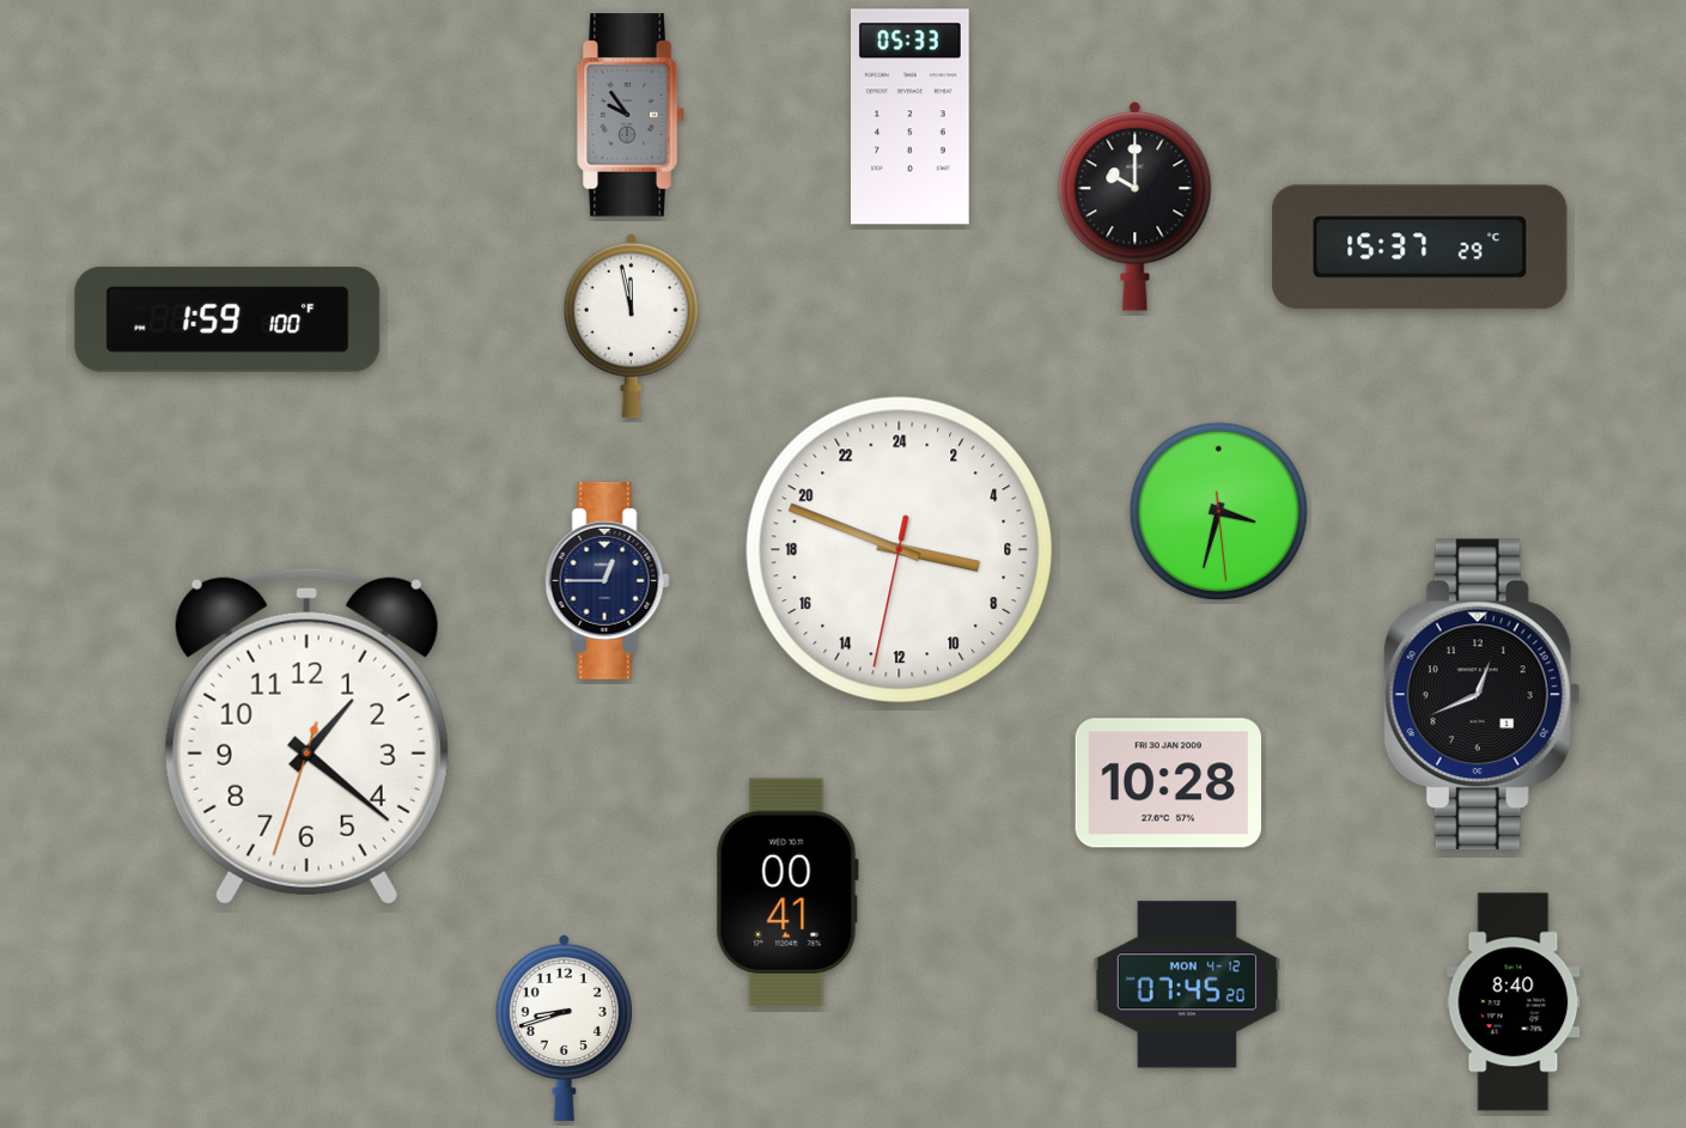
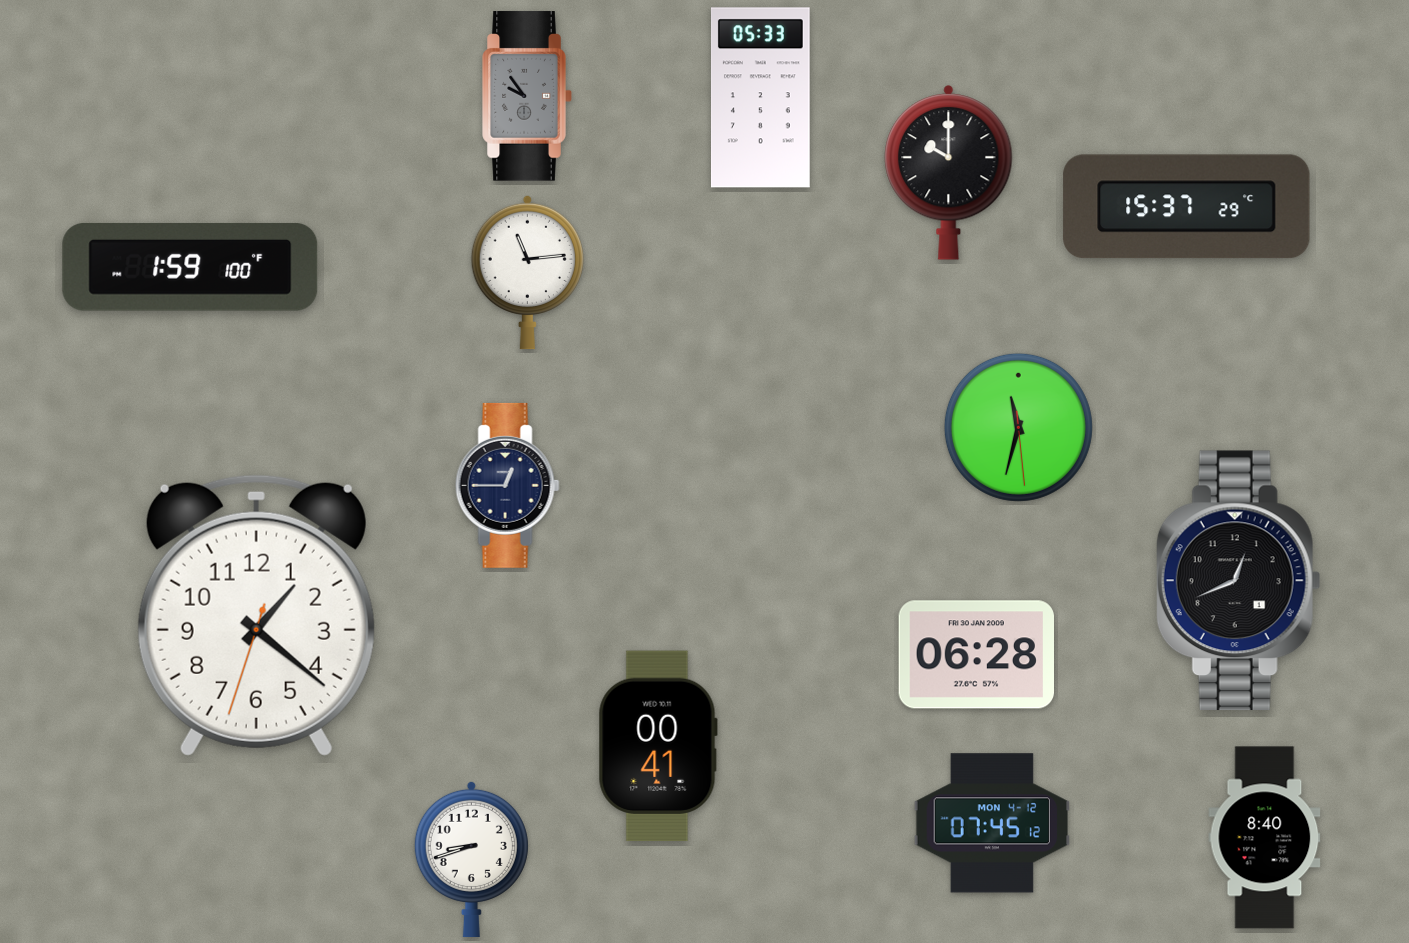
clock at (631, 325): 11:58 -> 11:14
clock at (1218, 511): 3:32 -> 11:32
clock at (900, 550): 6:48 -> none
clock at (1168, 783): 10:28 -> 06:28
clock at (1186, 984): 07:45:20 -> 07:45:12
